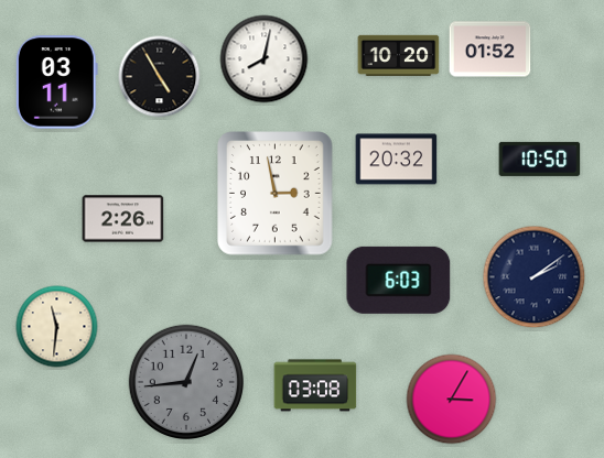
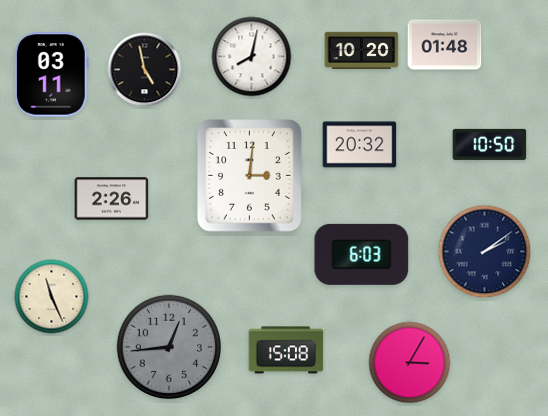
clock at (490, 50): 01:52 -> 01:48
clock at (265, 59) position: (265, 59) -> (252, 57)
clock at (160, 77): 4:55 -> 4:58
clock at (276, 194): 2:58 -> 3:01
clock at (57, 327): 11:31 -> 11:26
clock at (315, 385): 03:08 -> 15:08
